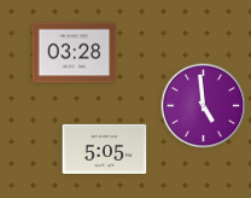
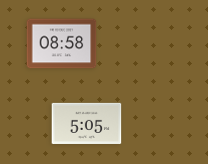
clock at (75, 53): 03:28 -> 08:58
clock at (204, 106): 4:59 -> none
